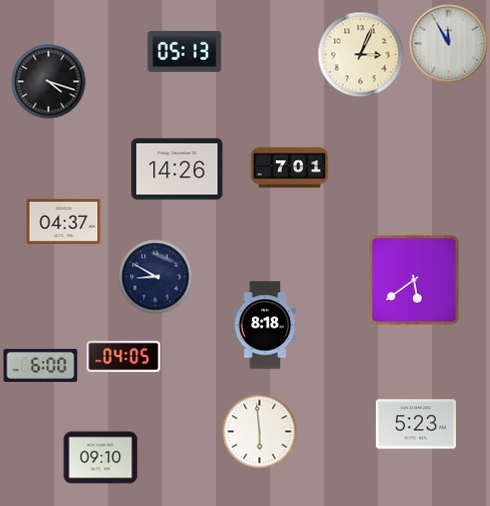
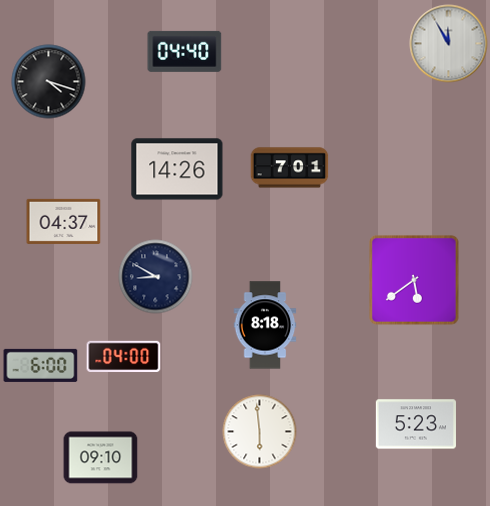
clock at (185, 51): 05:13 -> 04:40
clock at (361, 55): 3:04 -> none
clock at (124, 356): 04:05 -> 04:00
